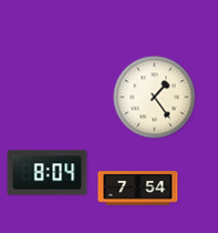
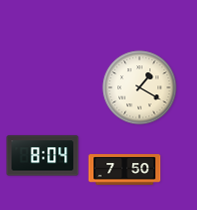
clock at (155, 98): 1:24 -> 1:20
clock at (138, 189): 7:54 -> 7:50
